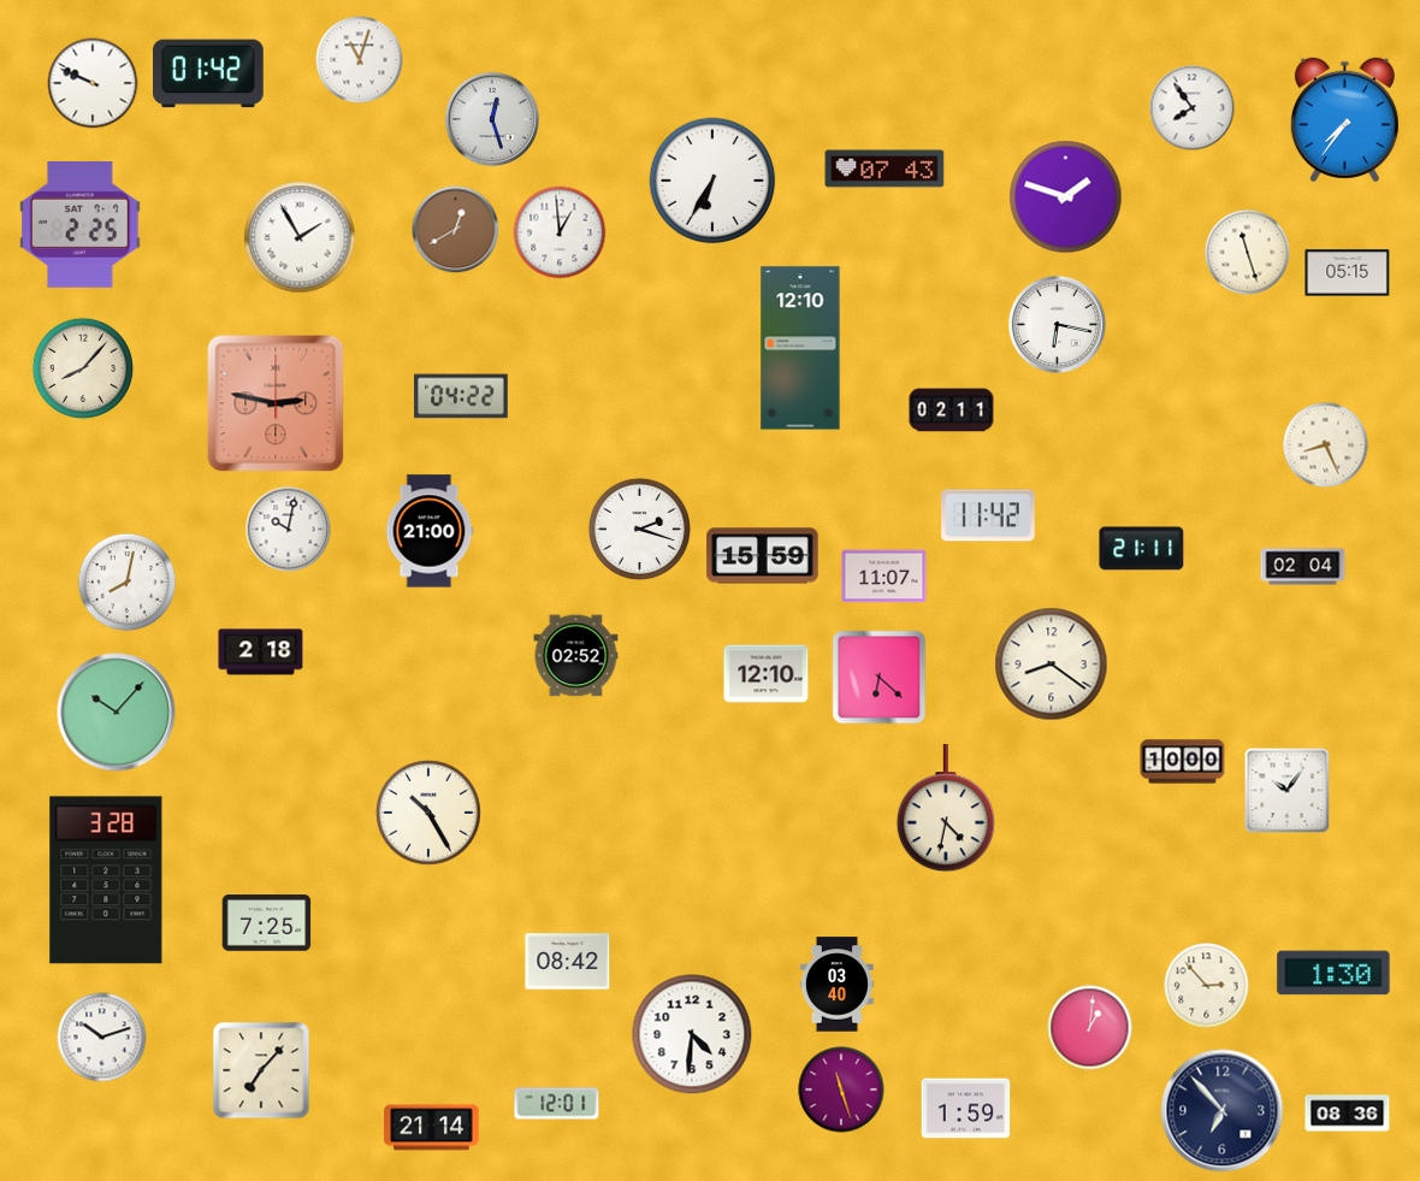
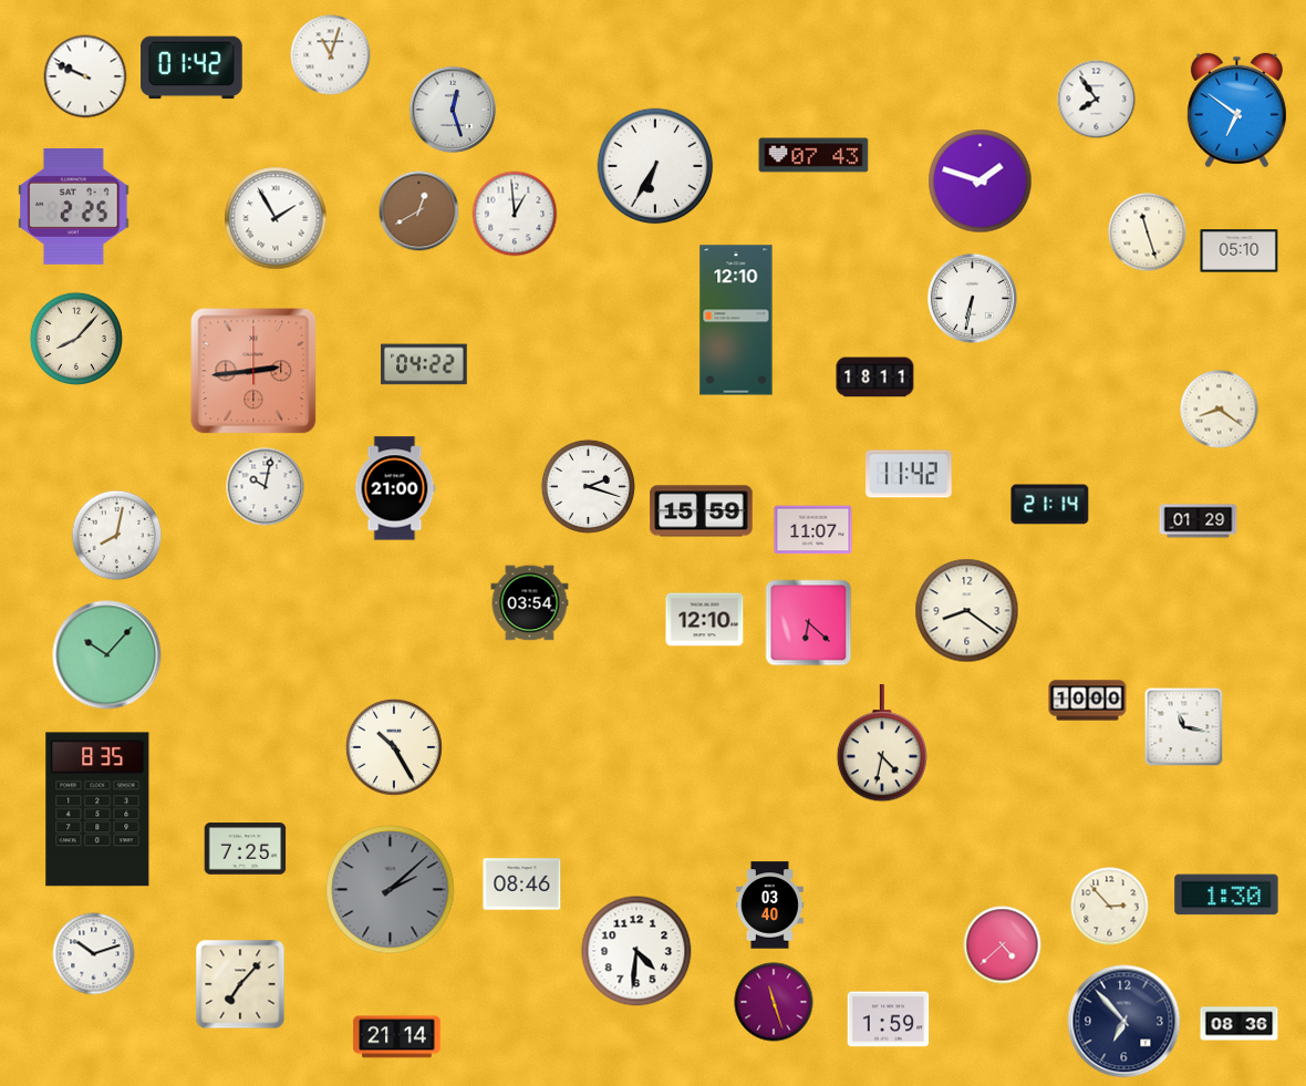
clock at (1344, 120): 7:36 -> 6:51
clock at (1348, 273): 05:15 -> 05:10
clock at (1057, 324): 6:17 -> 6:32
clock at (276, 403): 2:47 -> 2:44
clock at (952, 411): 02:11 -> 18:11
clock at (1326, 445): 8:26 -> 8:21
clock at (1142, 549): 21:11 -> 21:14
clock at (1303, 567): 02:04 -> 01:29
clock at (261, 652): 2:18 -> none
clock at (576, 656): 02:52 -> 03:54
clock at (1288, 791): 10:06 -> 11:17
clock at (945, 809) position: (945, 809) -> (881, 744)
clock at (106, 880): 3:28 -> 8:35
clock at (568, 962): 08:42 -> 08:46
clock at (391, 890): none -> 2:08
clock at (1090, 1028): 1:01 -> 4:38
clock at (557, 1104): 12:01 -> none
